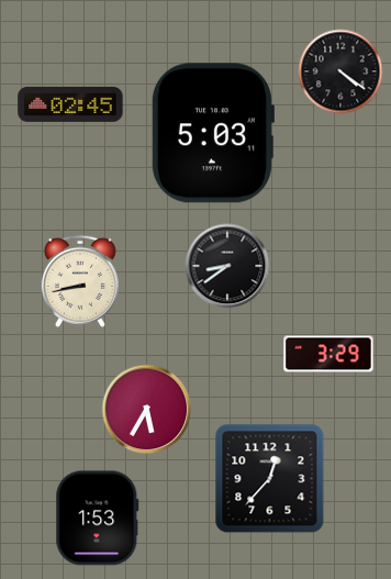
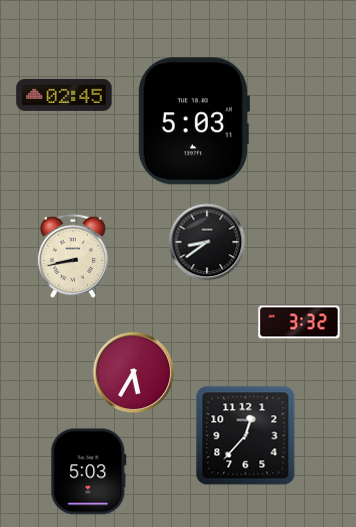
clock at (340, 71): 4:21 -> none
clock at (328, 354): 3:29 -> 3:32
clock at (98, 519): 1:53 -> 5:03
